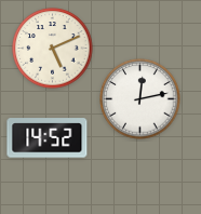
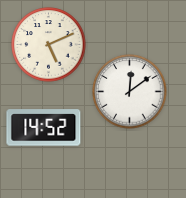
clock at (140, 99): 12:13 -> 12:09
